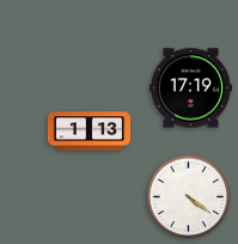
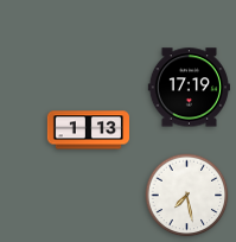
clock at (189, 197): 4:21 -> 7:28
